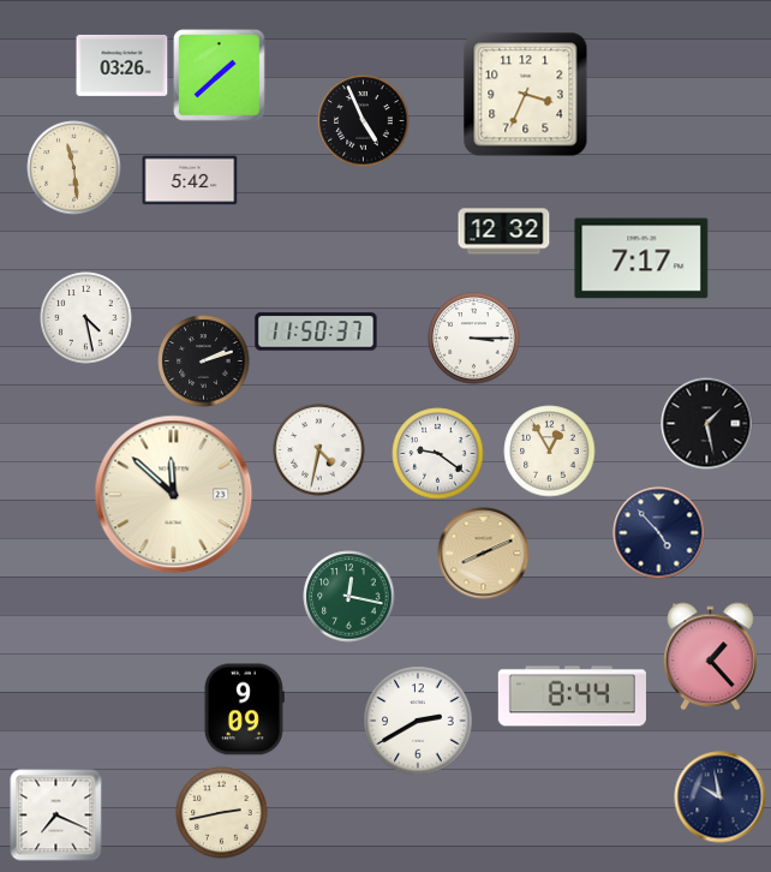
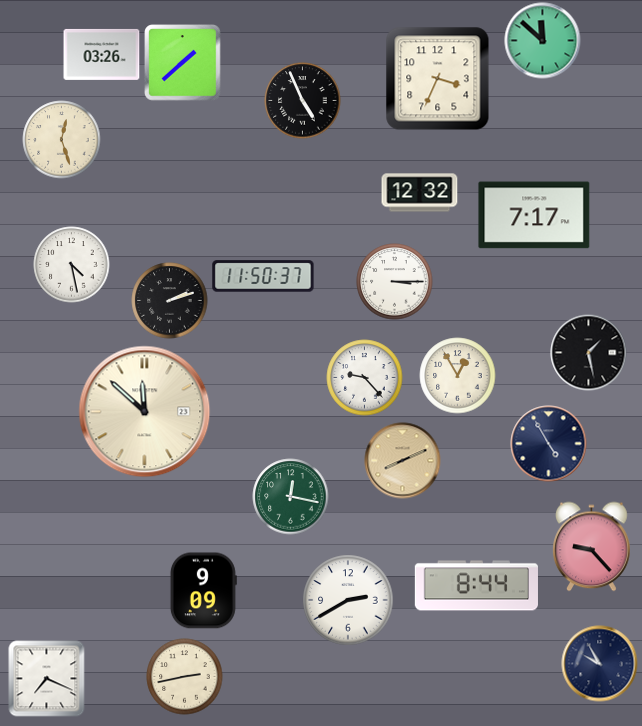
clock at (543, 41): none -> 11:52
clock at (74, 168): 11:29 -> 12:27
clock at (190, 180): 5:42 -> none
clock at (319, 450): 4:32 -> none
clock at (438, 454): 9:21 -> 9:23
clock at (659, 533): 4:53 -> 4:55
clock at (711, 657): 1:23 -> 9:23
clock at (572, 697) position: (572, 697) -> (476, 586)
clock at (721, 798): 9:58 -> 9:55
